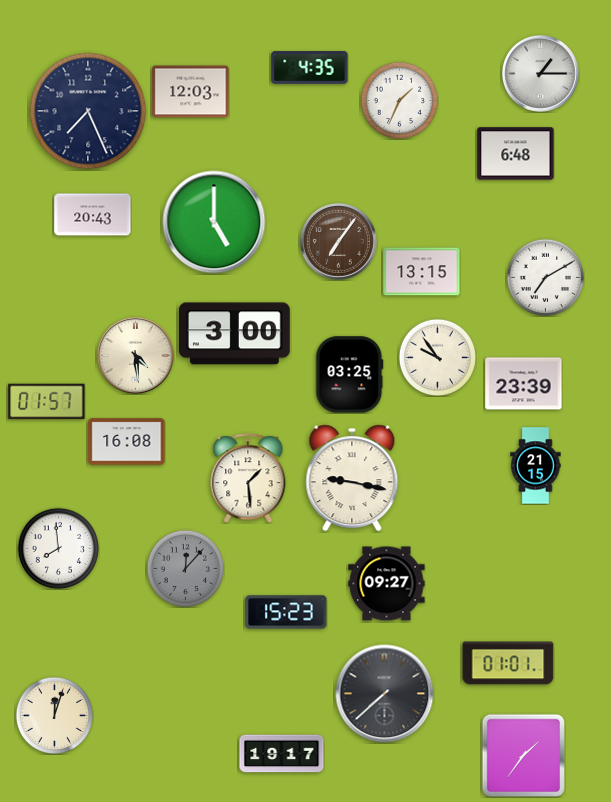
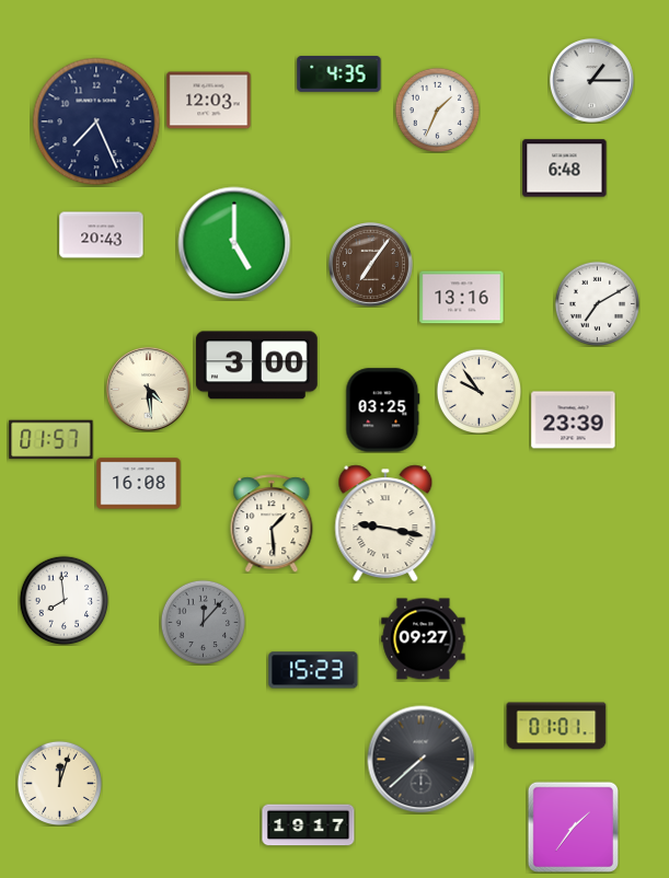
clock at (422, 272): 13:15 -> 13:16
clock at (536, 466): 21:15 -> none
